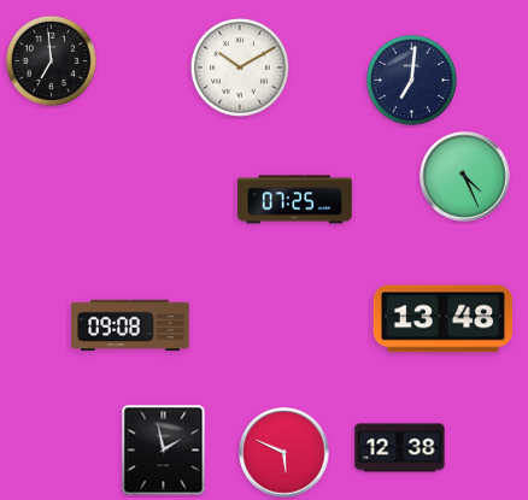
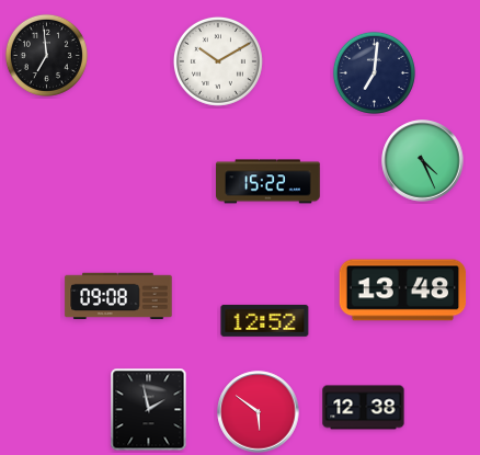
clock at (295, 200): 07:25 -> 15:22
clock at (265, 320): none -> 12:52
clock at (284, 453): 5:49 -> 5:51
